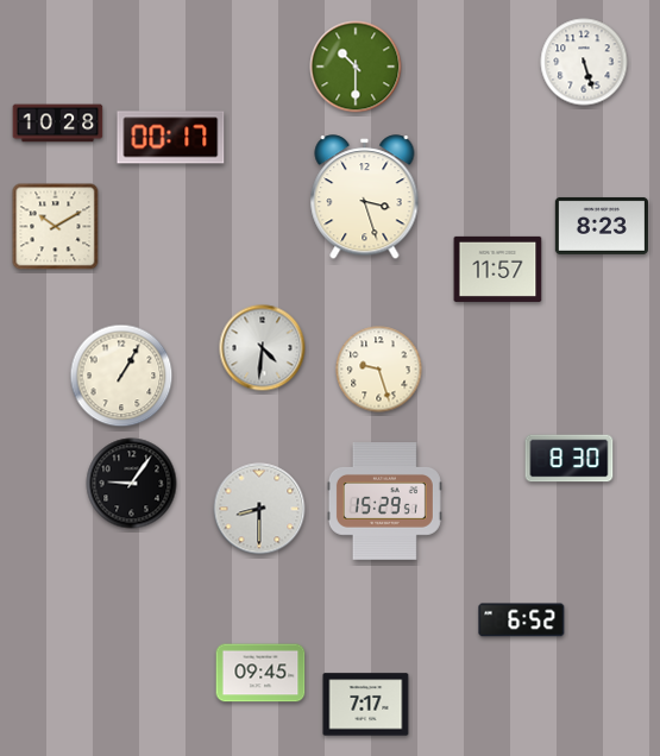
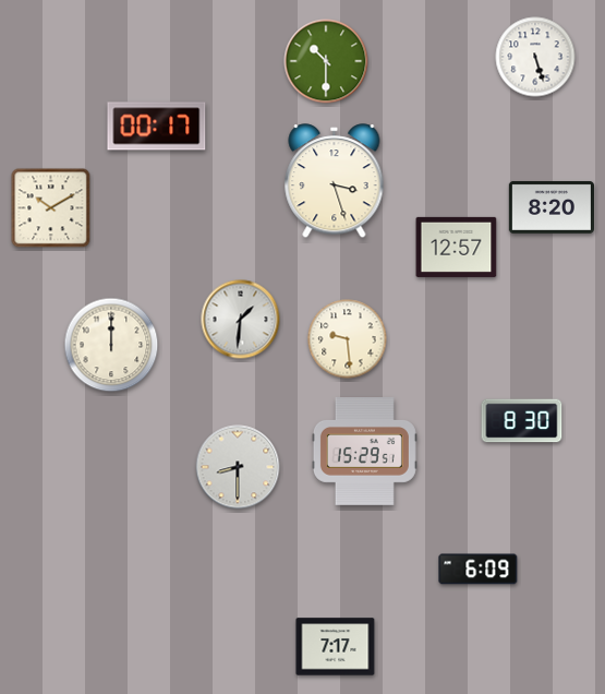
clock at (58, 124): 10:28 -> none
clock at (601, 226): 8:23 -> 8:20
clock at (498, 269): 11:57 -> 12:57
clock at (263, 348): 4:31 -> 1:31
clock at (379, 370): 9:27 -> 9:29
clock at (121, 376): 1:05 -> 12:00
clock at (132, 484): 9:06 -> none
clock at (384, 502) position: (384, 502) -> (364, 452)
clock at (522, 620): 6:52 -> 6:09
clock at (260, 673): 09:45 -> none
